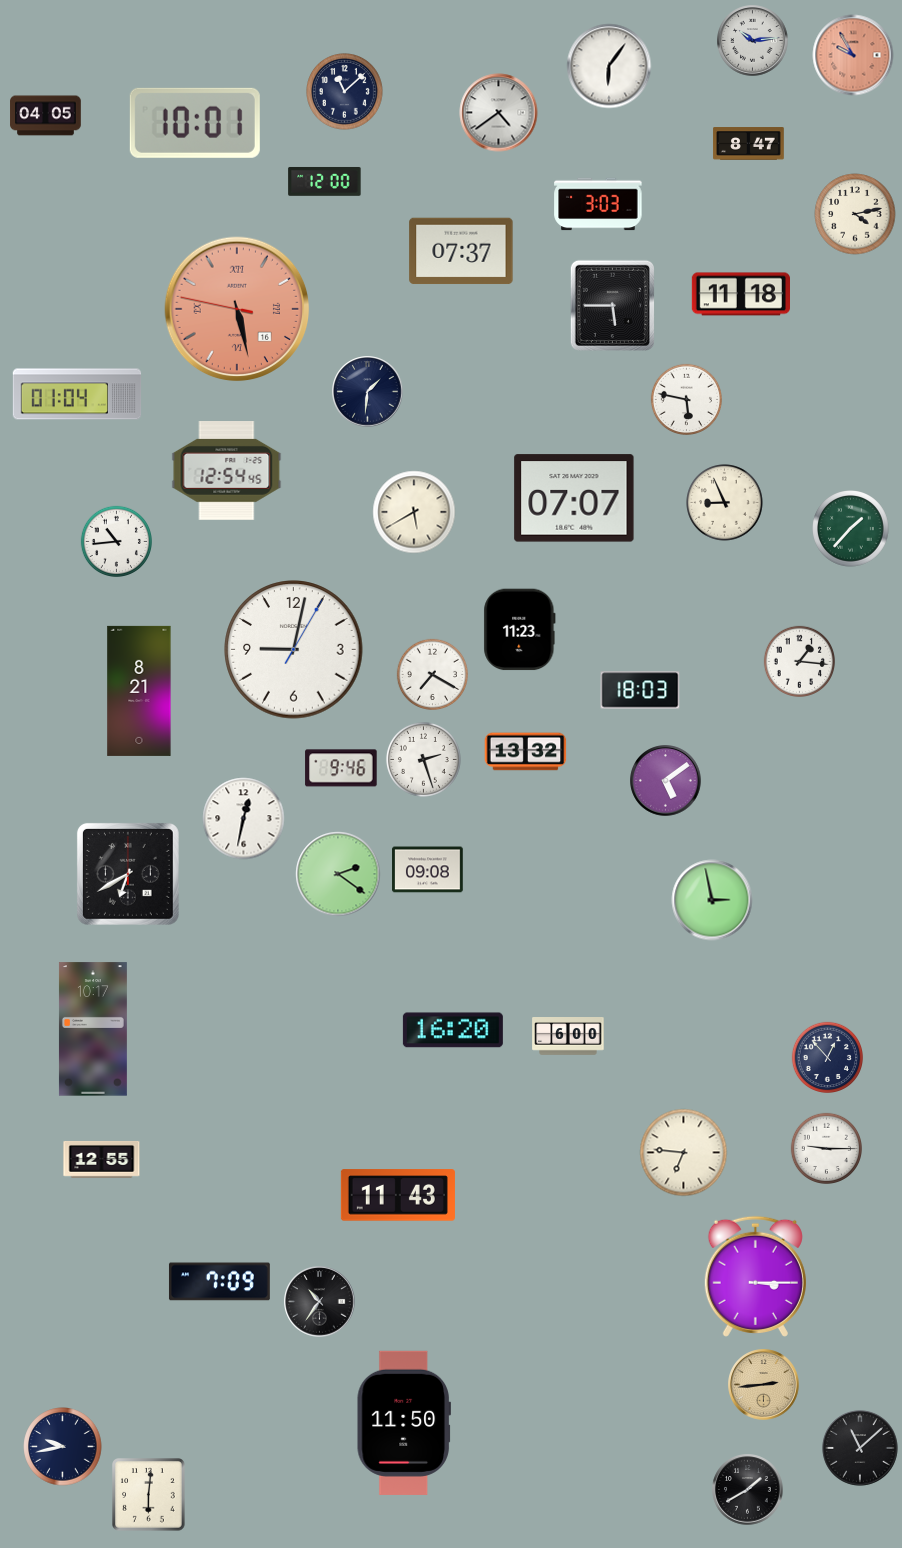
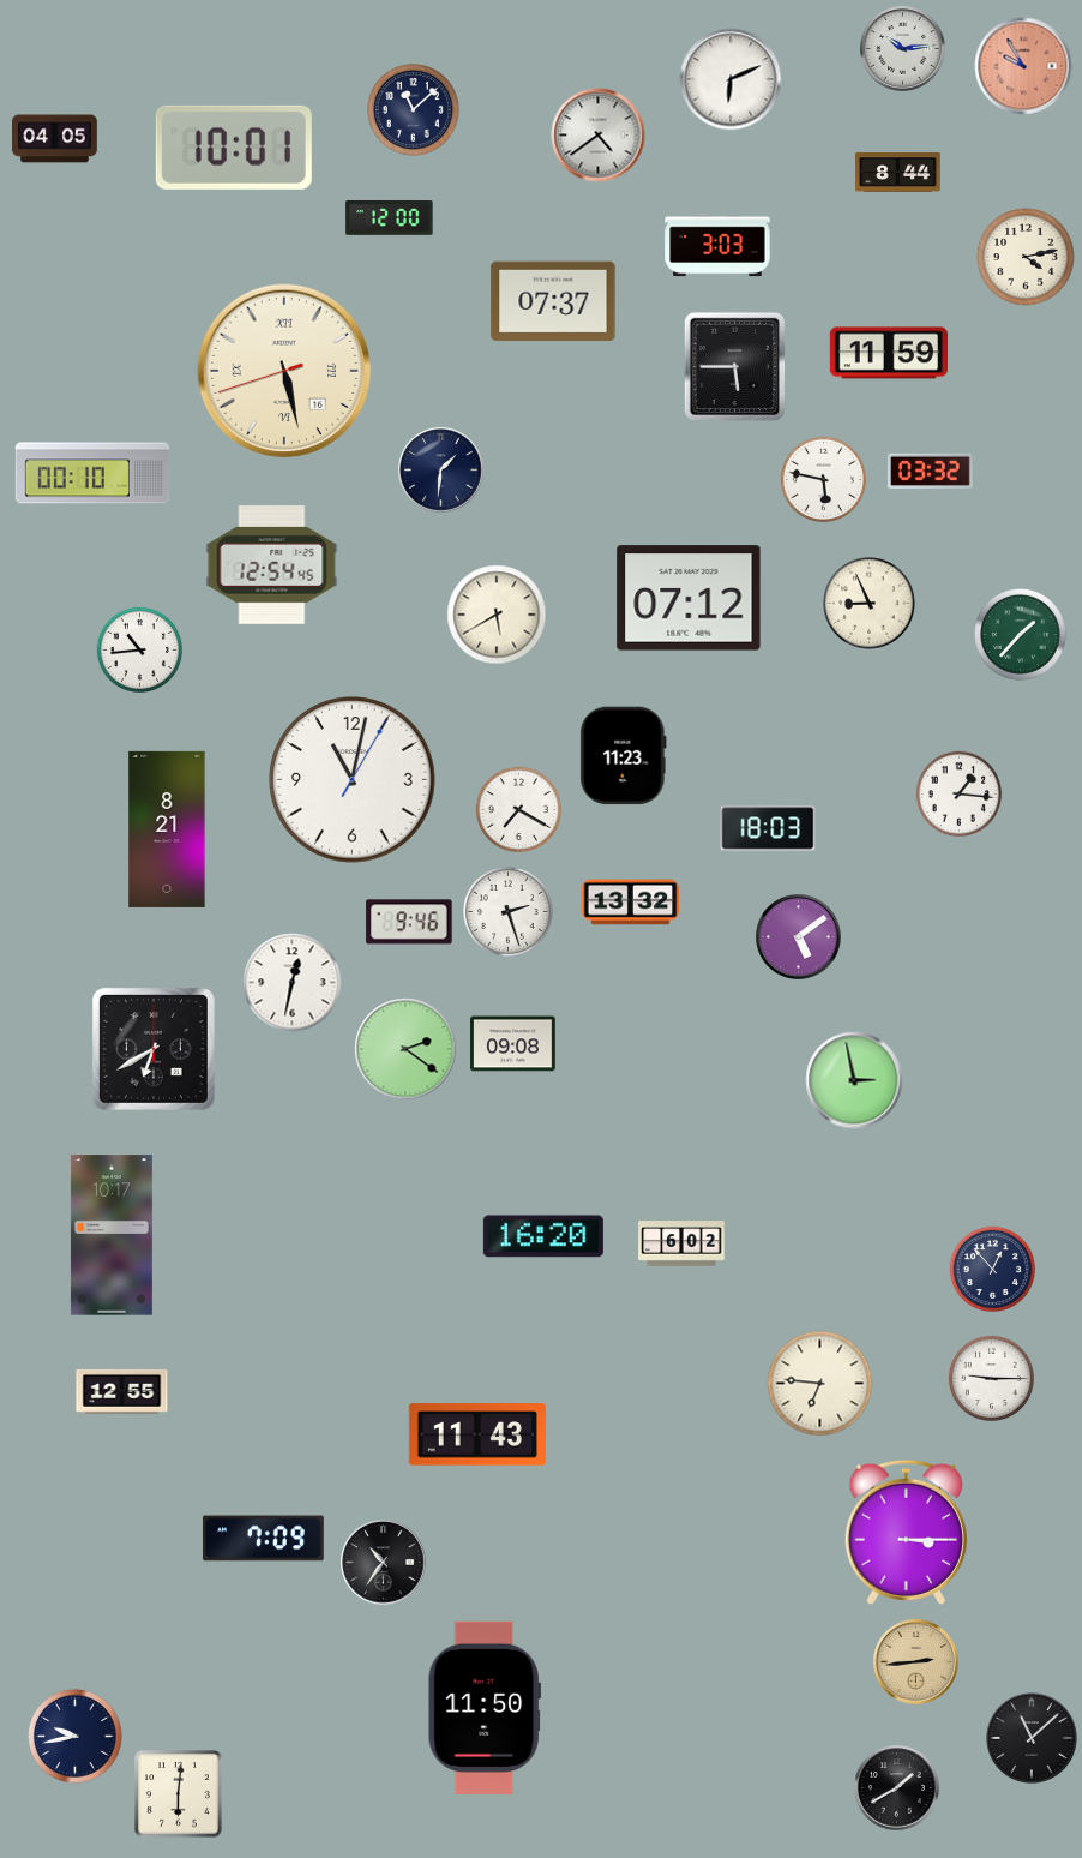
clock at (609, 66): 6:06 -> 6:11
clock at (749, 144): 8:47 -> 8:44
clock at (740, 294): 11:18 -> 11:59
clock at (237, 309): 5:27:47 -> 5:27:42
clock at (237, 309) dial: salmon -> cream
clock at (931, 471): none -> 03:32
clock at (77, 394): 01:04 -> 00:10
clock at (574, 498): 07:07 -> 07:12
clock at (294, 650): 9:02 -> 11:02
clock at (568, 1036): 6:00 -> 6:02
